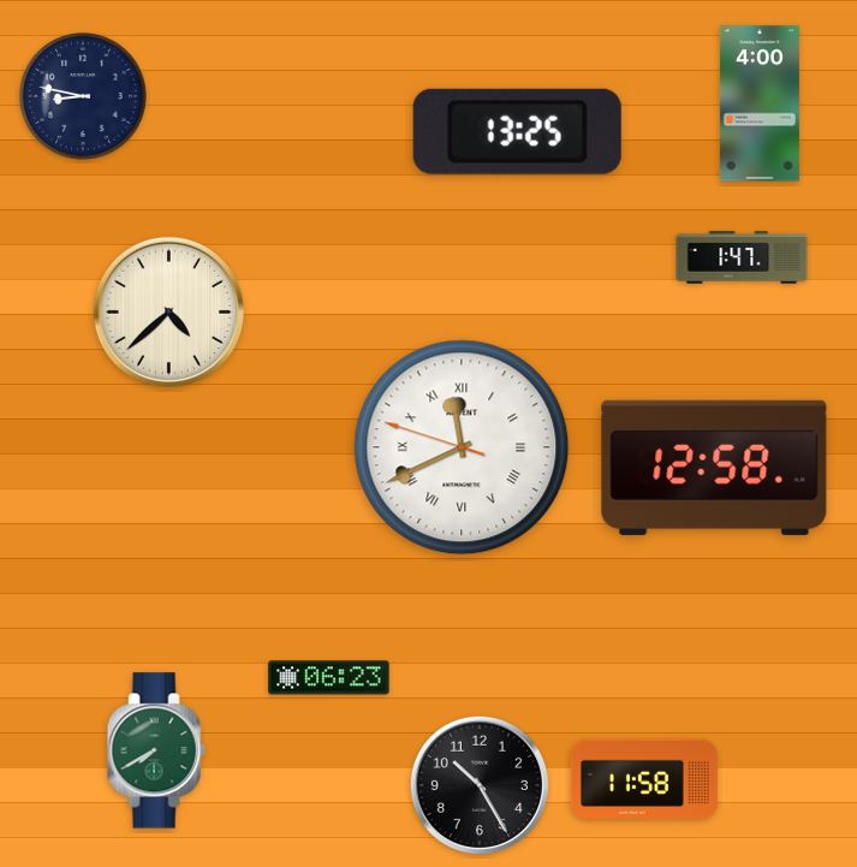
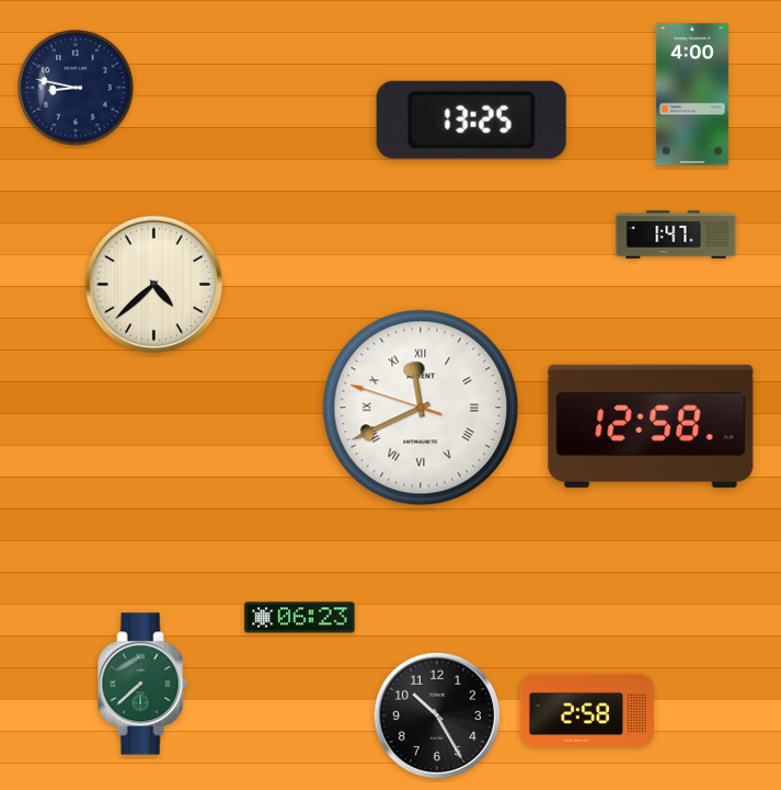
clock at (156, 750): 7:40 -> 7:38
clock at (644, 779): 11:58 -> 2:58
